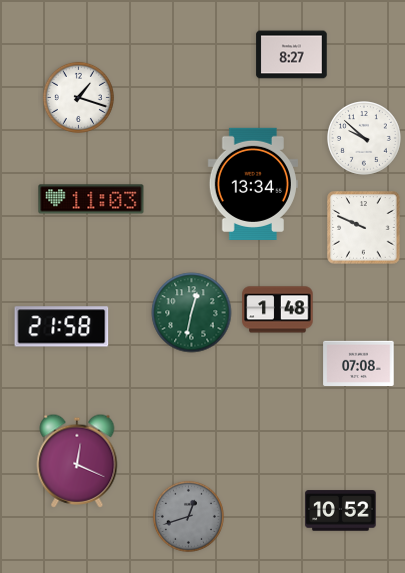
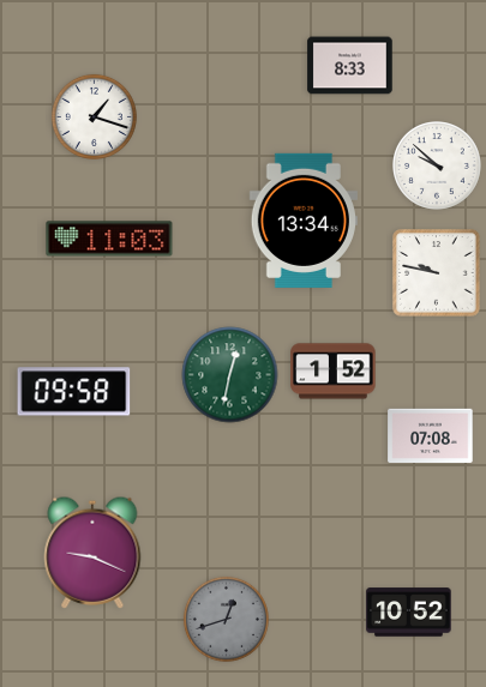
clock at (292, 55): 8:27 -> 8:33
clock at (364, 228): 9:49 -> 9:47
clock at (278, 310): 1:48 -> 1:52
clock at (62, 327): 21:58 -> 09:58
clock at (77, 461): 12:19 -> 9:19
